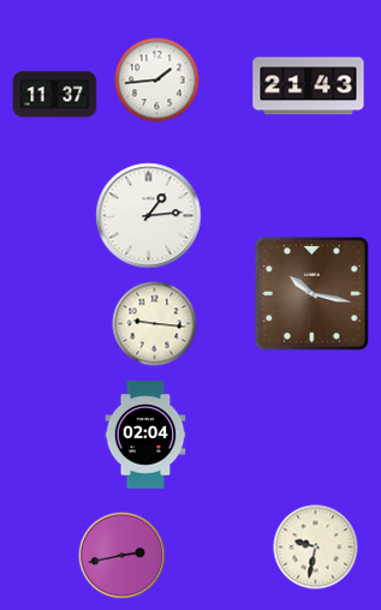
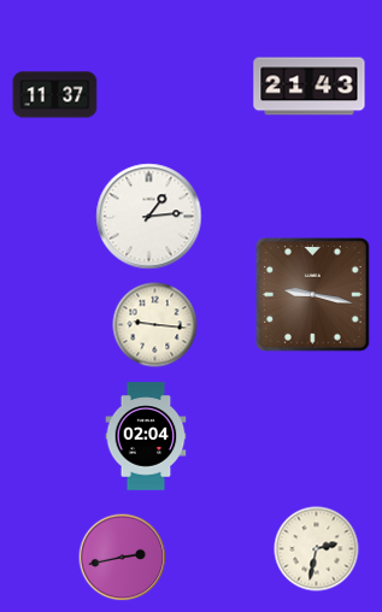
clock at (157, 80): 1:44 -> none
clock at (311, 293): 10:17 -> 9:17
clock at (316, 548): 9:32 -> 2:32
